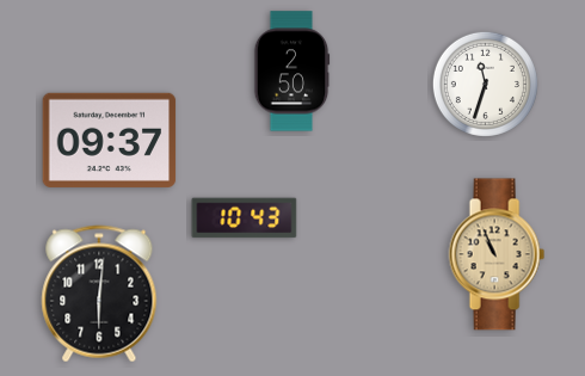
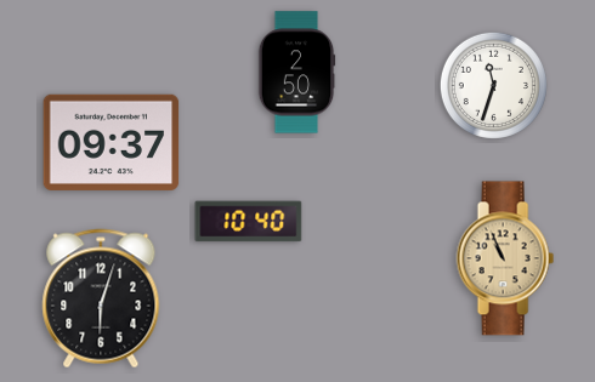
clock at (245, 218): 10:43 -> 10:40
clock at (99, 294): 6:01 -> 6:03
